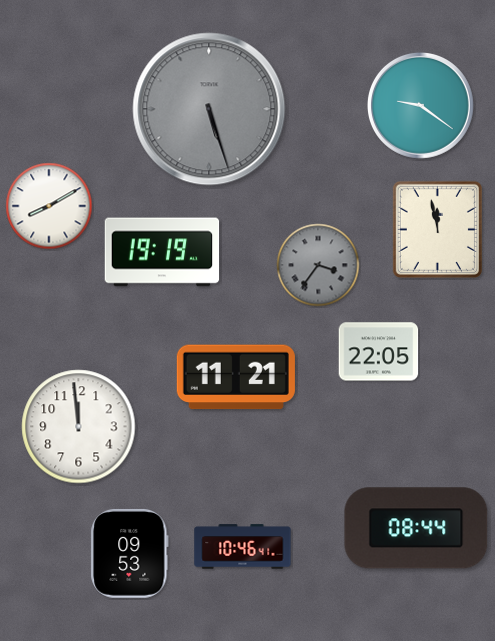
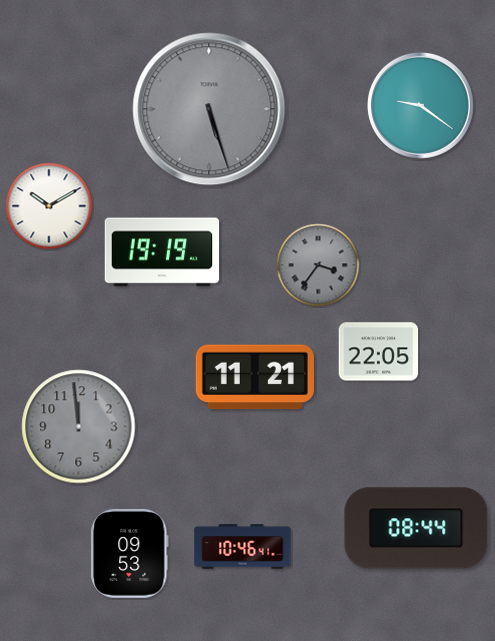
clock at (49, 206): 8:10 -> 10:10
clock at (437, 229): 11:58 -> none
clock at (236, 377) position: (236, 377) -> (255, 377)
clock at (79, 427) dial: white -> grey
